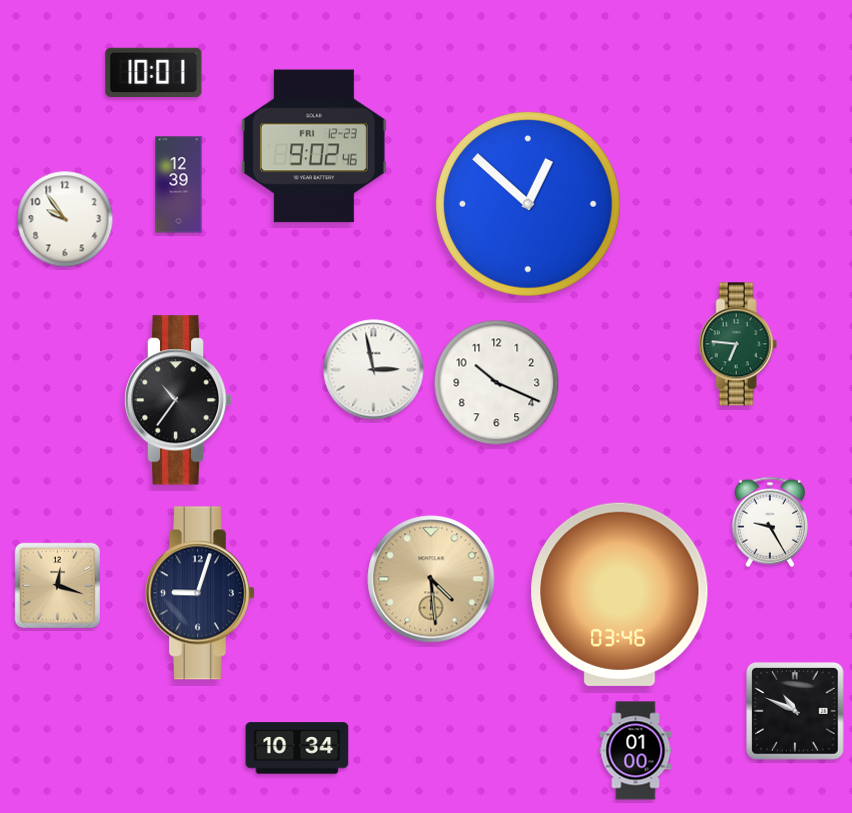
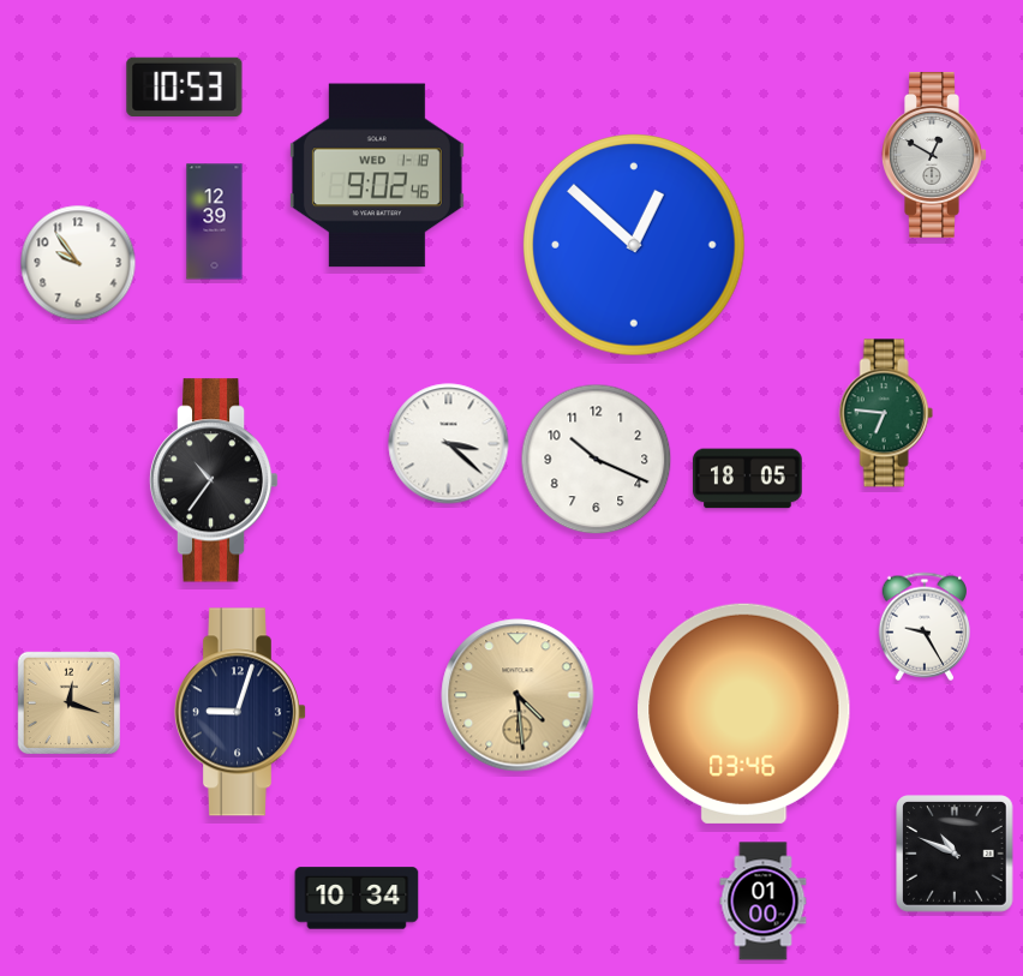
clock at (154, 72): 10:01 -> 10:53
clock at (934, 155): none -> 12:50
clock at (314, 146) date: FRI 12-23 -> WED 1-18
clock at (374, 370): 2:58 -> 3:22
clock at (748, 479): none -> 18:05
